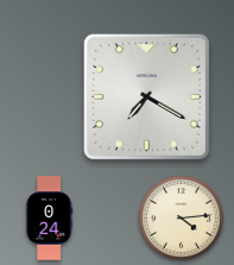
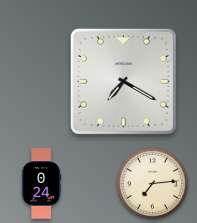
clock at (181, 217): 4:14 -> 7:14
